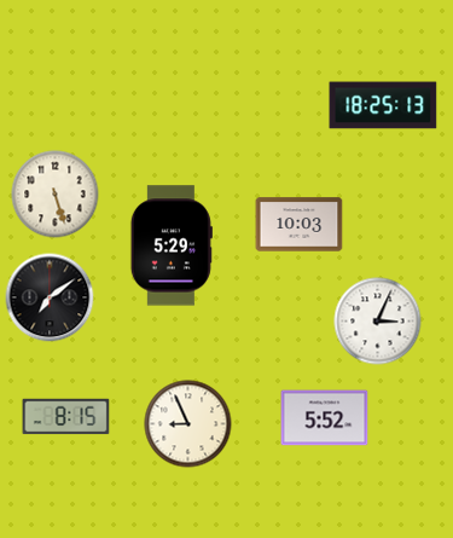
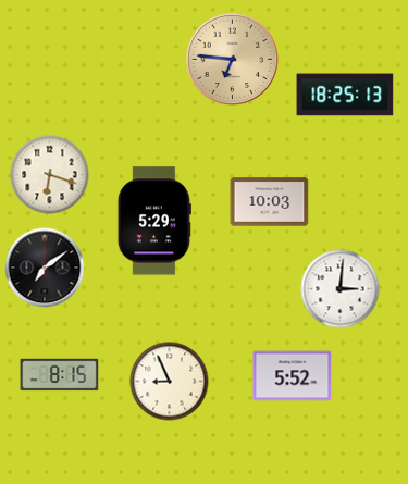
clock at (233, 60): none -> 6:46
clock at (56, 195): 5:27 -> 6:18
clock at (378, 322): 3:04 -> 3:01
